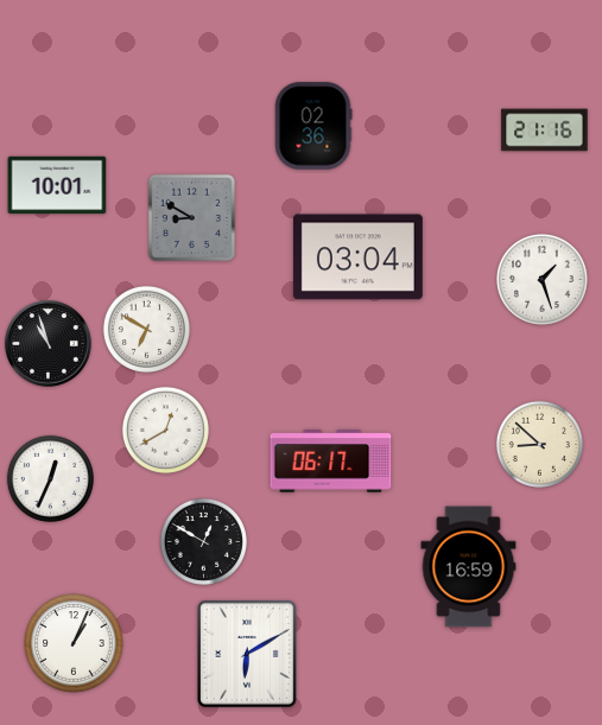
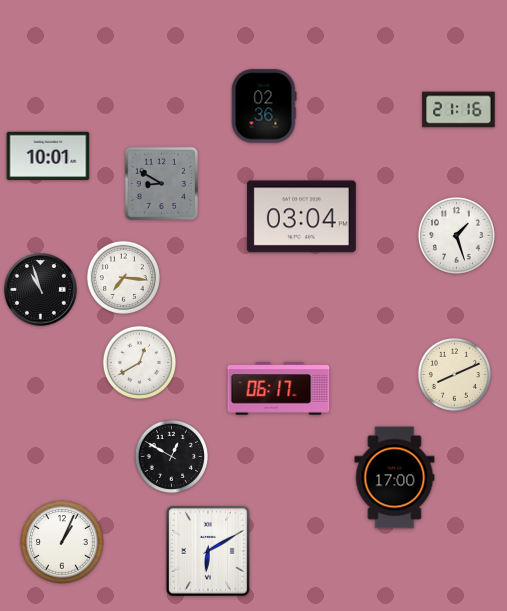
clock at (146, 329): 6:50 -> 7:16
clock at (539, 444): 8:52 -> 8:11
clock at (50, 478): 12:34 -> none
clock at (469, 567): 16:59 -> 17:00
